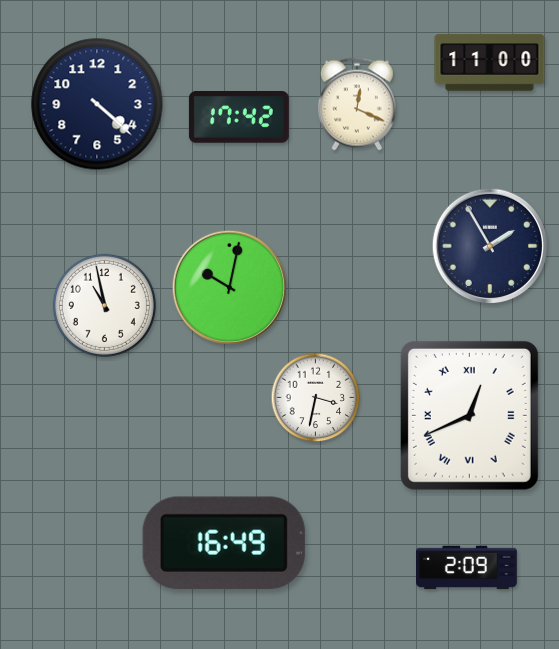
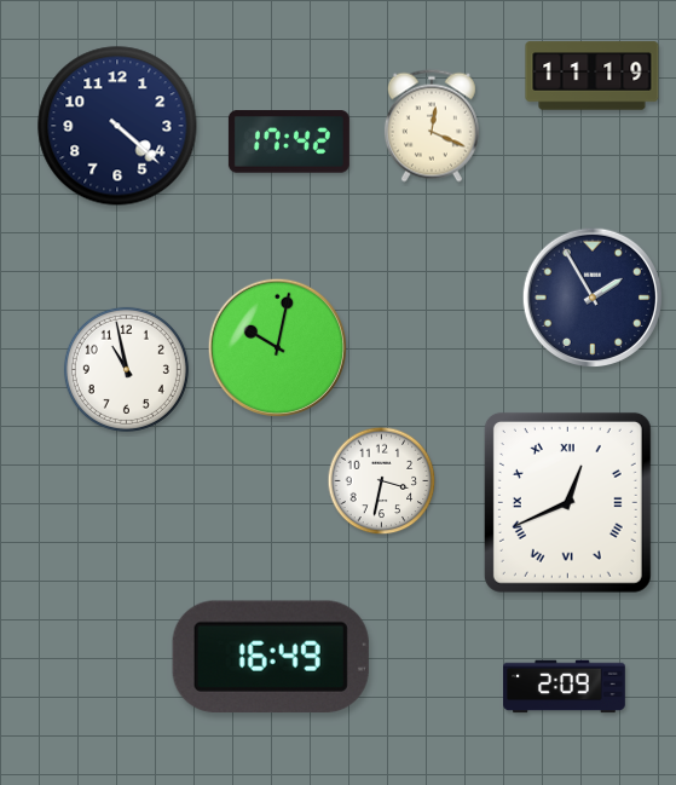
clock at (490, 63): 11:00 -> 11:19
